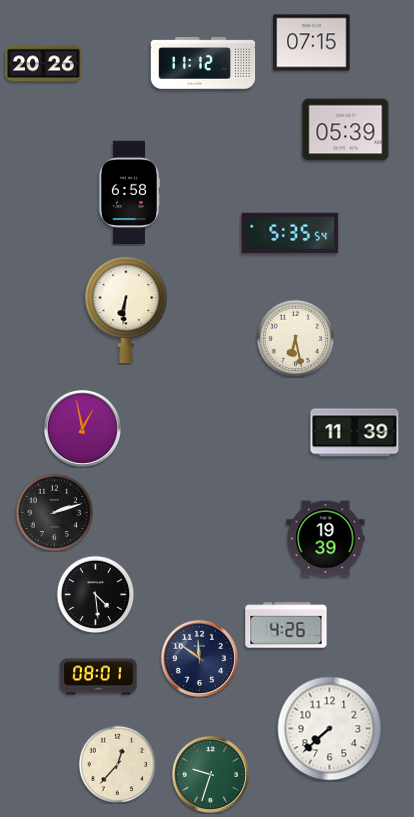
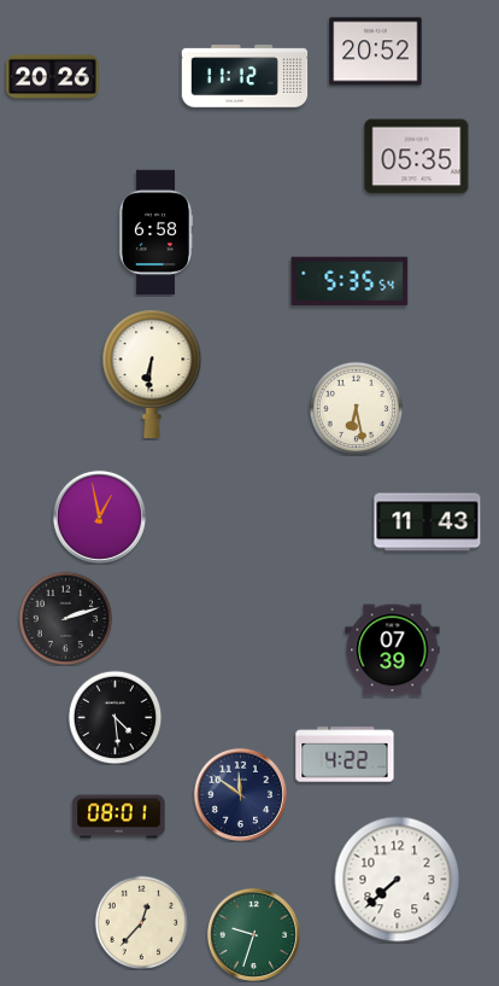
clock at (312, 43): 07:15 -> 20:52
clock at (346, 130): 05:39 -> 05:35
clock at (355, 433): 11:39 -> 11:43
clock at (326, 539): 19:39 -> 07:39
clock at (286, 625): 4:26 -> 4:22
